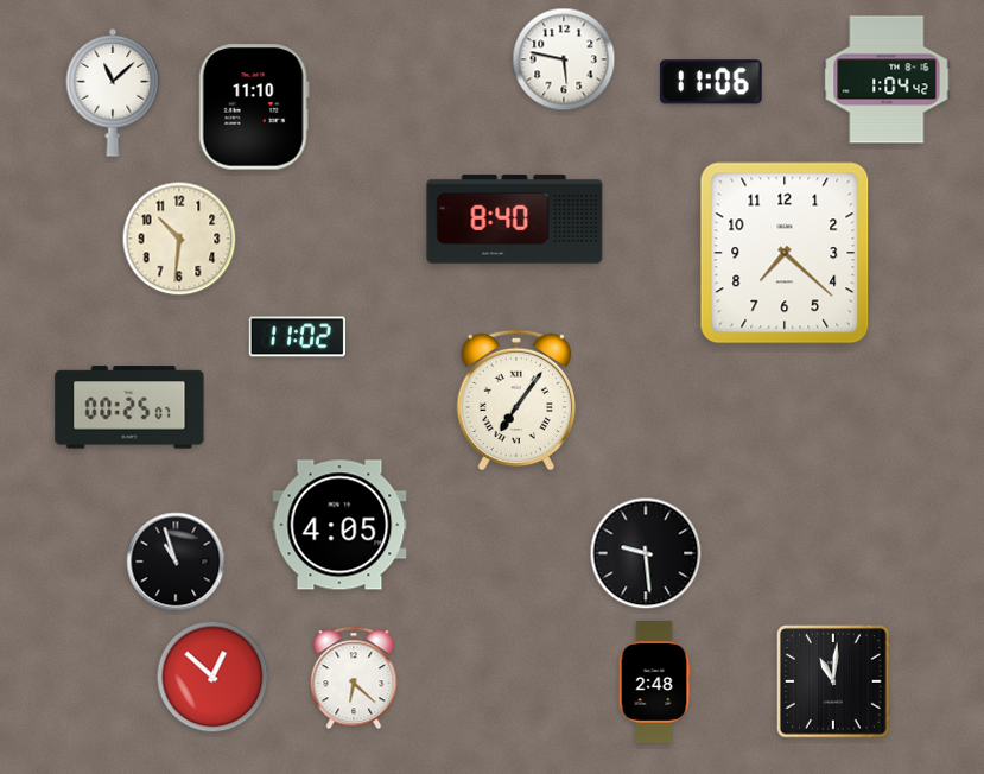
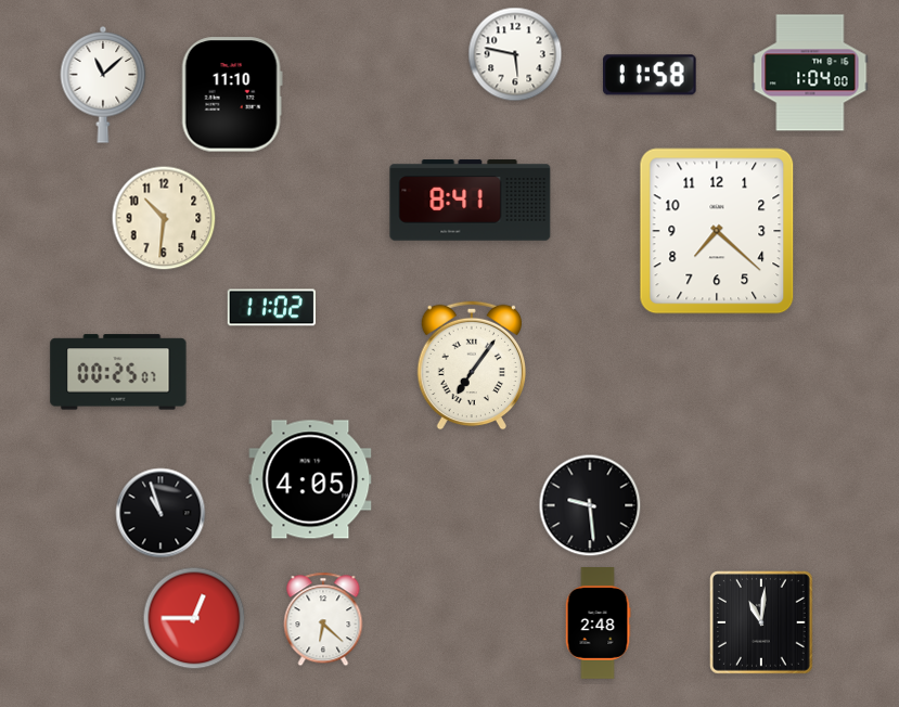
clock at (887, 80): 1:04:42 -> 1:04:00
clock at (712, 82): 11:06 -> 11:58
clock at (254, 107) position: (254, 107) -> (232, 94)
clock at (515, 220): 8:40 -> 8:41
clock at (212, 677): 12:52 -> 12:45
